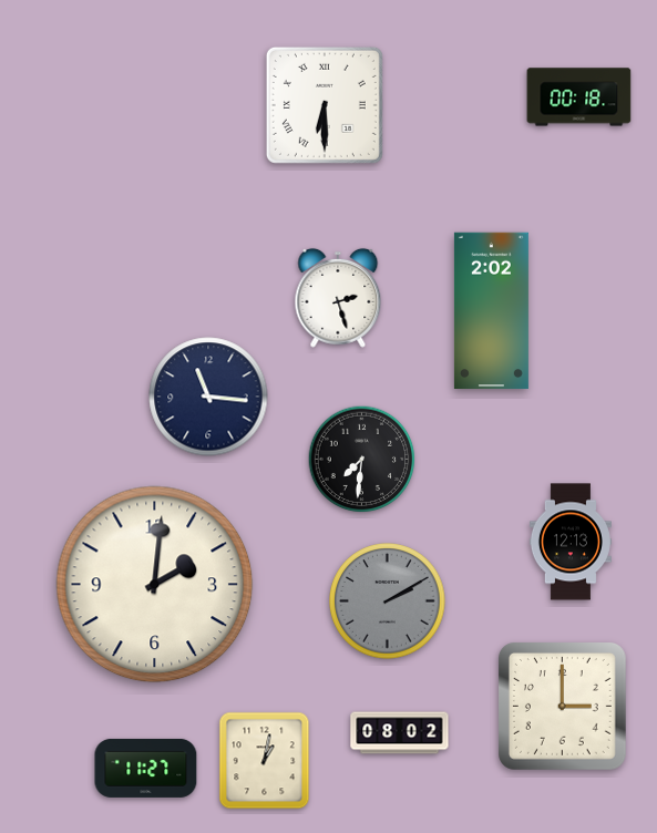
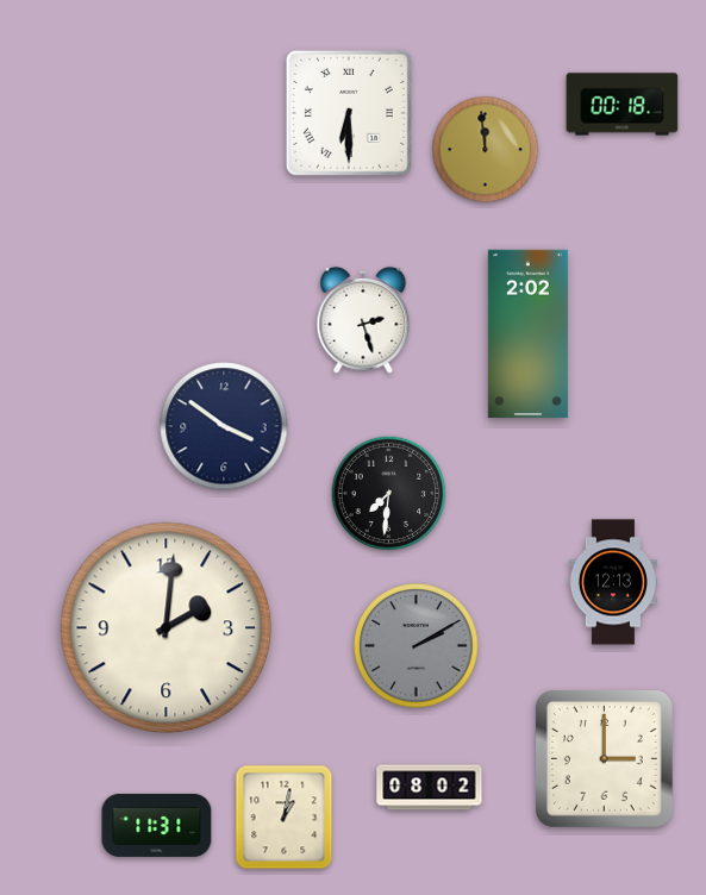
clock at (486, 150): none -> 11:59
clock at (208, 397): 11:16 -> 3:51
clock at (146, 768): 11:27 -> 11:31
